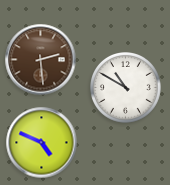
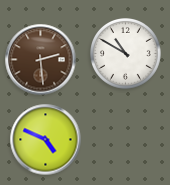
clock at (126, 88) position: (126, 88) -> (126, 54)
clock at (42, 143) position: (42, 143) -> (46, 140)
